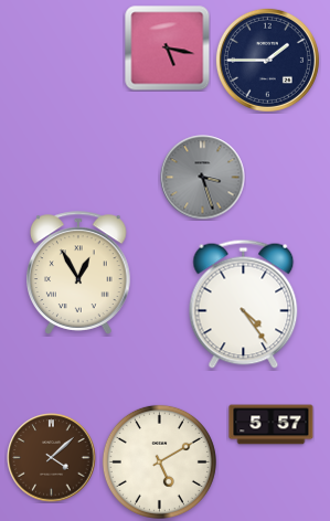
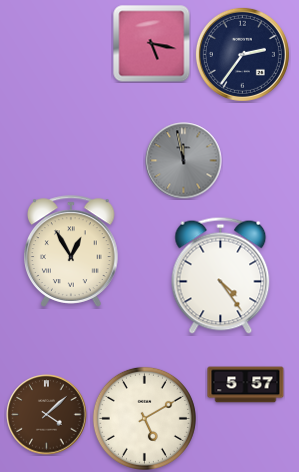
clock at (267, 60): 1:45 -> 2:36
clock at (203, 178): 3:27 -> 11:58
clock at (79, 273) position: (79, 273) -> (72, 251)
